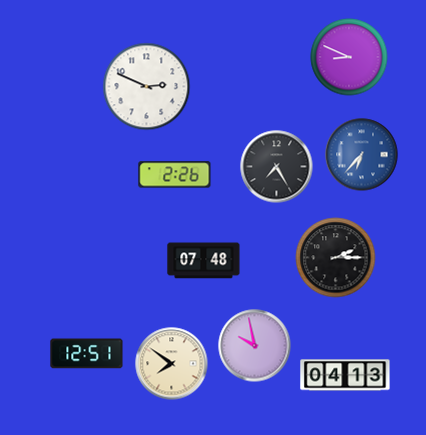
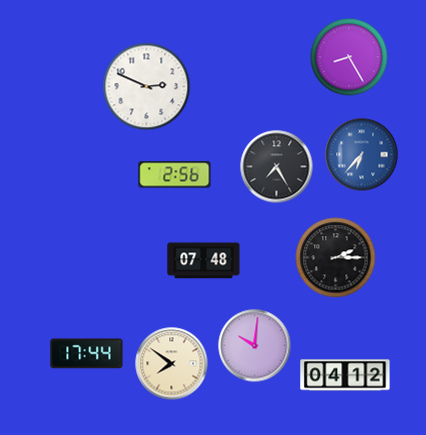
clock at (349, 57): 8:49 -> 8:25
clock at (175, 175): 2:26 -> 2:56
clock at (255, 346): 9:58 -> 10:01
clock at (87, 354): 12:51 -> 17:44
clock at (345, 375): 04:13 -> 04:12
